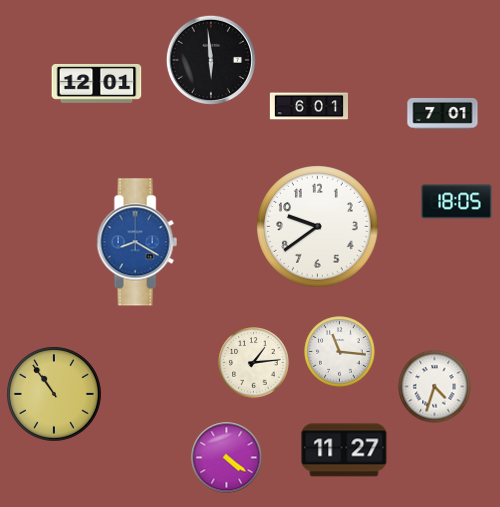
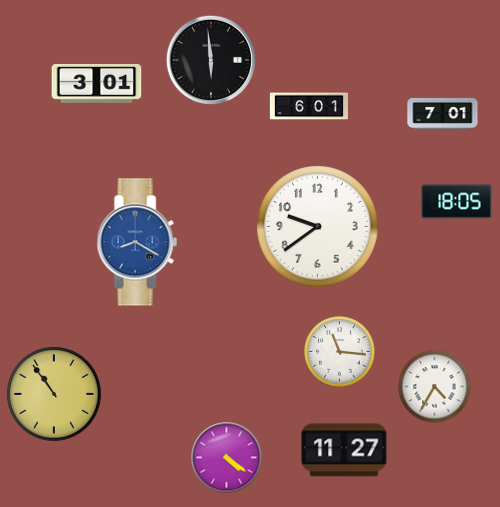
clock at (97, 83): 12:01 -> 3:01
clock at (254, 363): 1:14 -> none
clock at (435, 387): 4:33 -> 4:35
